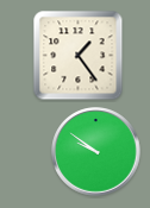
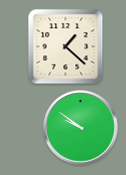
clock at (79, 56): 1:24 -> 1:22
